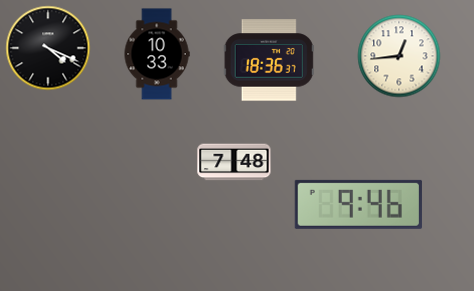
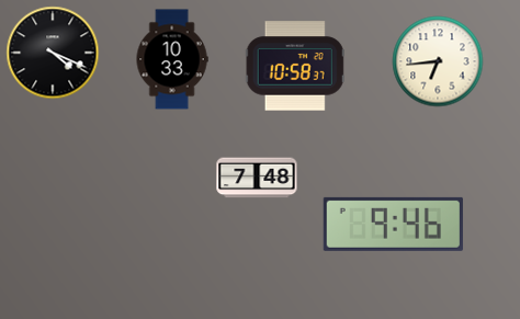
clock at (399, 56): 12:44 -> 6:44
clock at (269, 60): 18:36 -> 10:58
